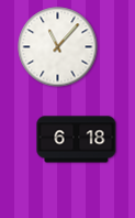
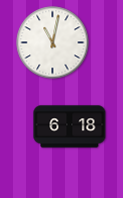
clock at (58, 47): 11:07 -> 11:02
